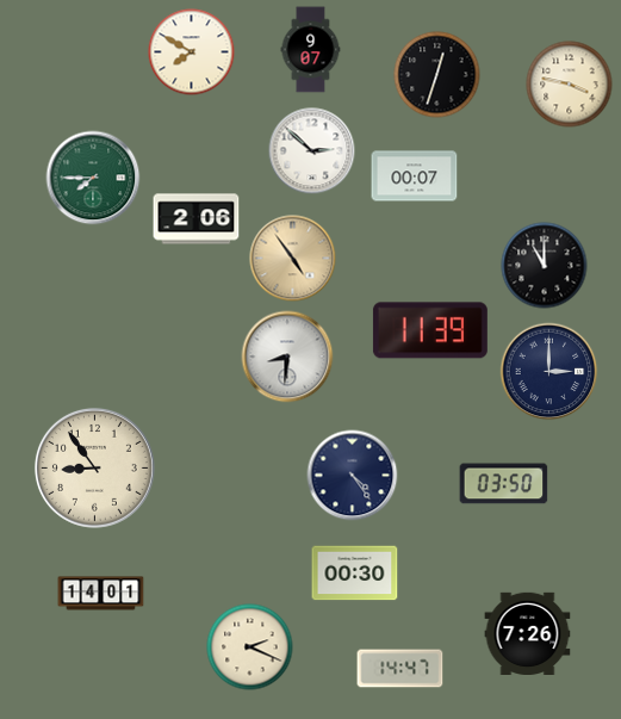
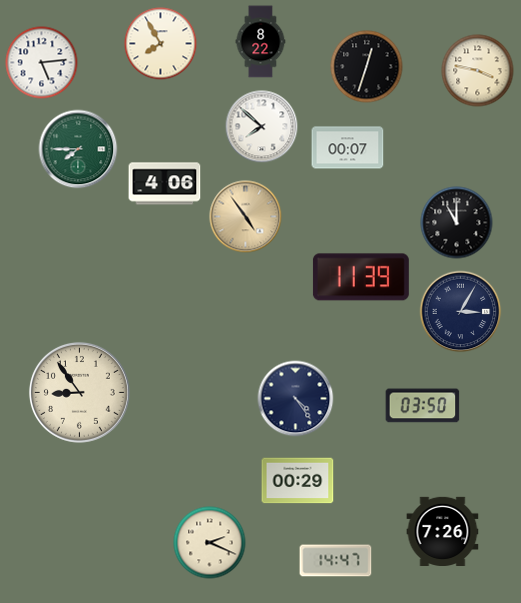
clock at (311, 50): 9:07 -> 8:22
clock at (192, 52): 7:50 -> 7:55
clock at (42, 63): none -> 5:14
clock at (437, 75) position: (437, 75) -> (367, 67)
clock at (312, 151): 2:52 -> 7:52
clock at (197, 219): 2:06 -> 4:06
clock at (287, 357): 8:31 -> none
clock at (549, 372): 3:00 -> 3:05
clock at (355, 574): 00:30 -> 00:29
clock at (101, 594): 14:01 -> none
